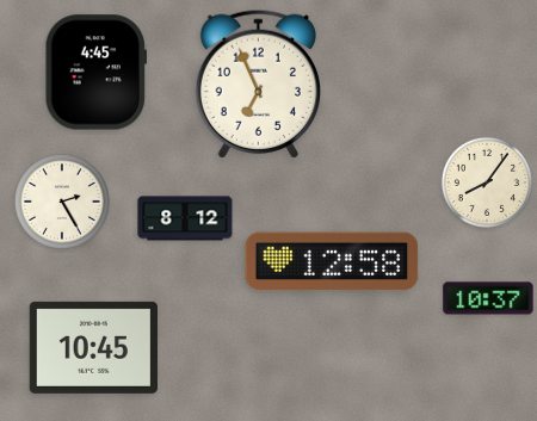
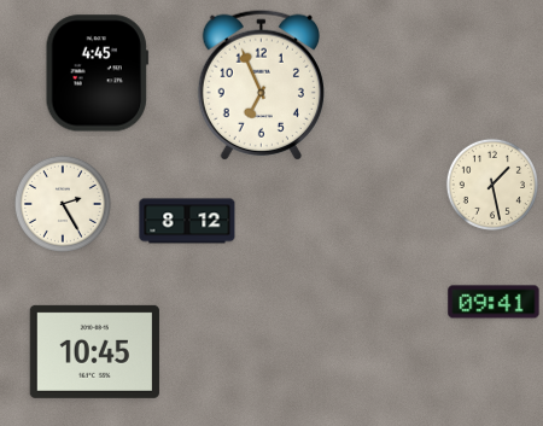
clock at (487, 182): 8:06 -> 1:28
clock at (332, 261): 12:58 -> none
clock at (488, 298): 10:37 -> 09:41
